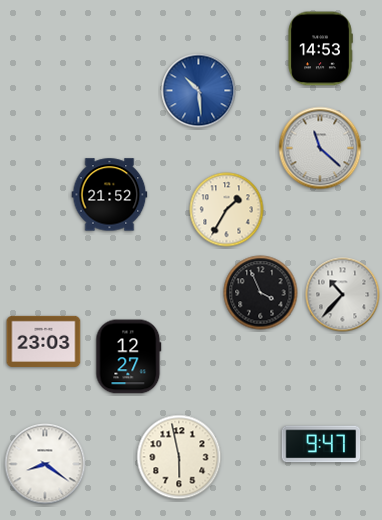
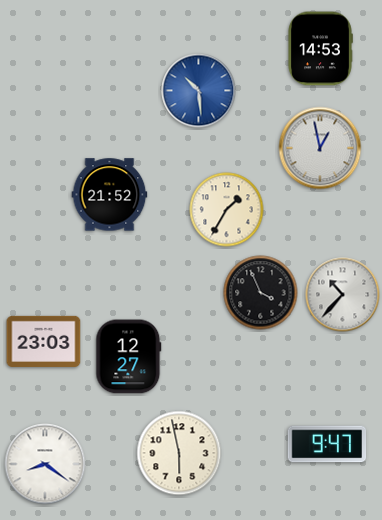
clock at (320, 148): 11:22 -> 12:58
clock at (321, 444) position: (321, 444) -> (327, 444)
clock at (179, 457) position: (179, 457) -> (179, 453)
